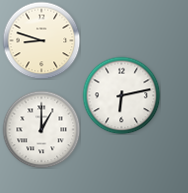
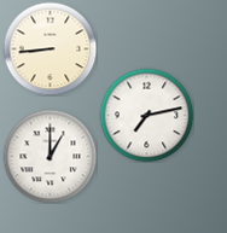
clock at (41, 40): 8:48 -> 8:44
clock at (121, 95): 6:13 -> 7:13
